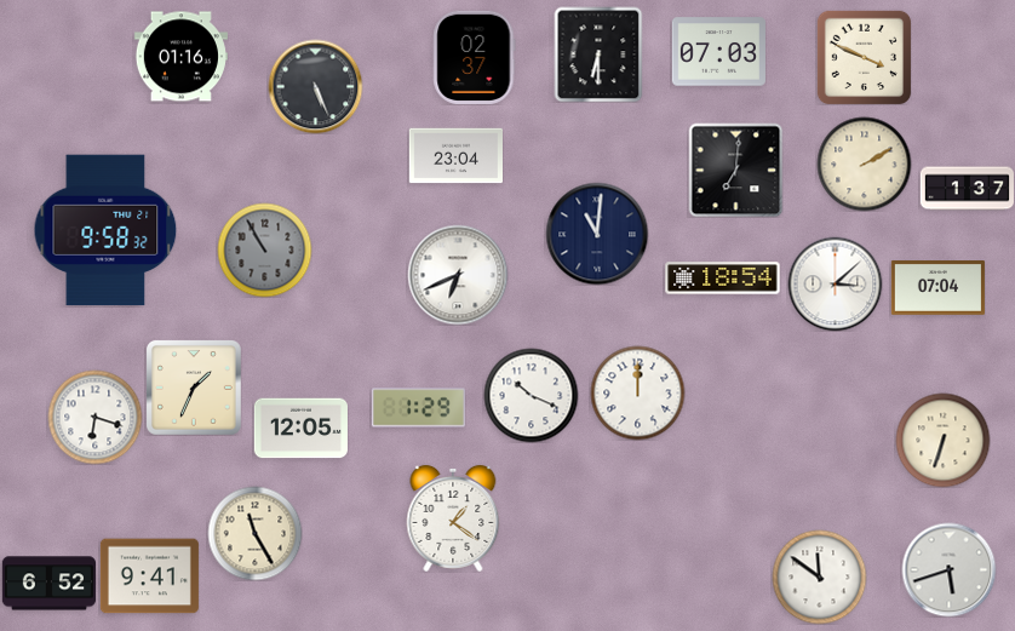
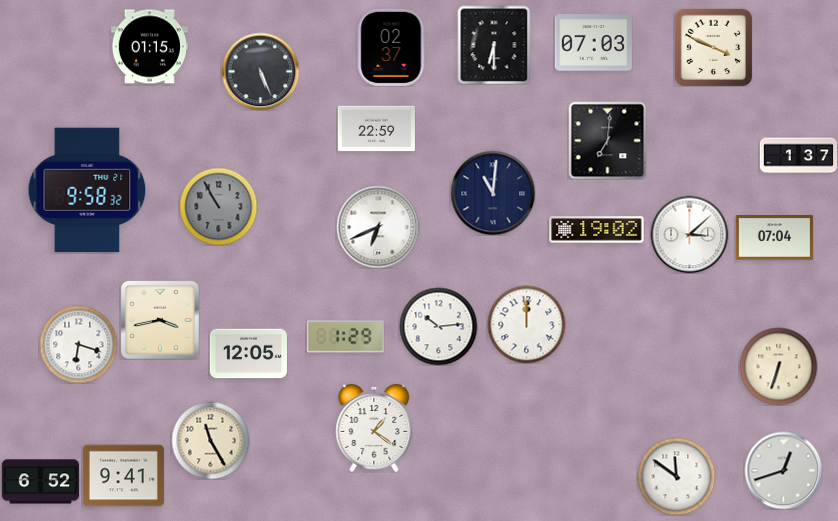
clock at (180, 57): 01:16 -> 01:15
clock at (455, 156): 23:04 -> 22:59
clock at (864, 164): 2:10 -> none
clock at (723, 279): 18:54 -> 19:02
clock at (194, 388): 1:34 -> 3:43
clock at (531, 395): 10:19 -> 10:14
clock at (942, 440) position: (942, 440) -> (778, 366)
clock at (948, 569): 5:42 -> 12:42
